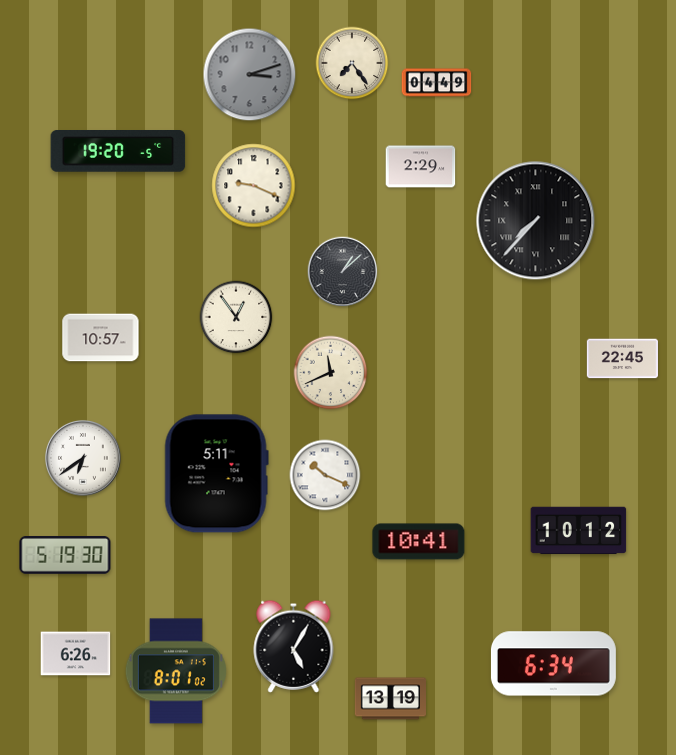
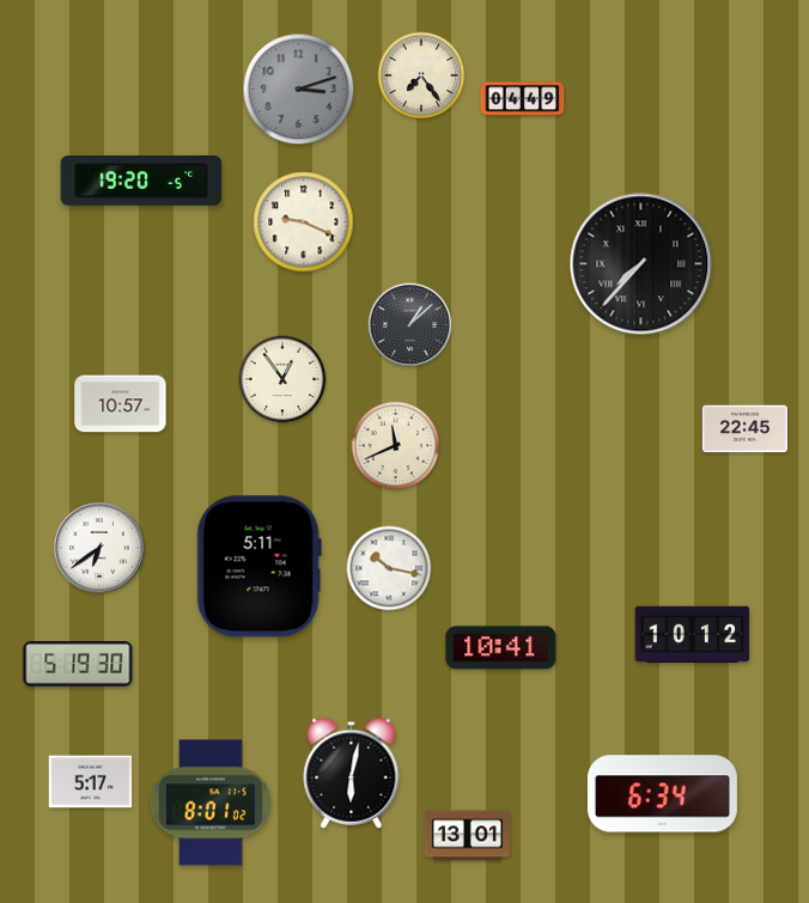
clock at (421, 167): 2:29 -> none
clock at (325, 475): 10:19 -> 10:17
clock at (294, 646): 5:05 -> 6:02
clock at (76, 654): 6:26 -> 5:17
clock at (390, 699): 13:19 -> 13:01
